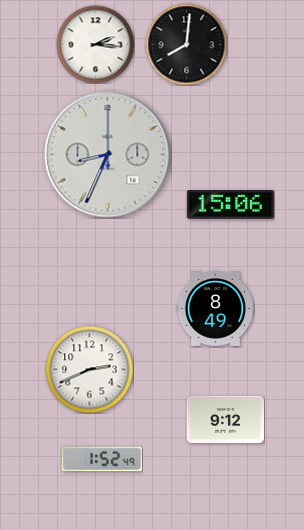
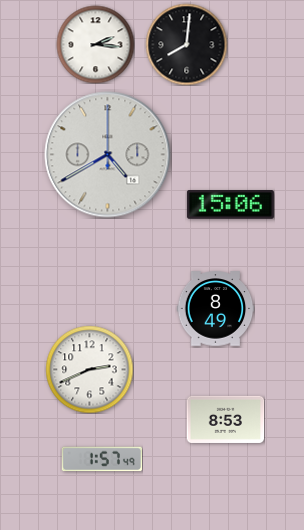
clock at (108, 155): 8:34 -> 4:40
clock at (225, 419): 9:12 -> 8:53
clock at (101, 459): 1:52 -> 1:57
